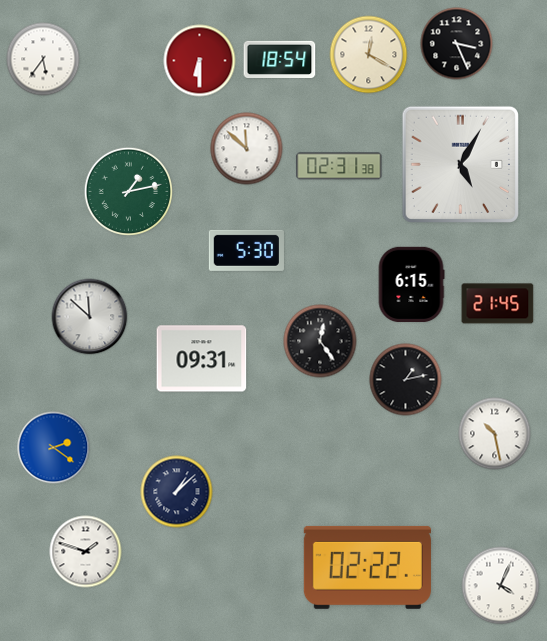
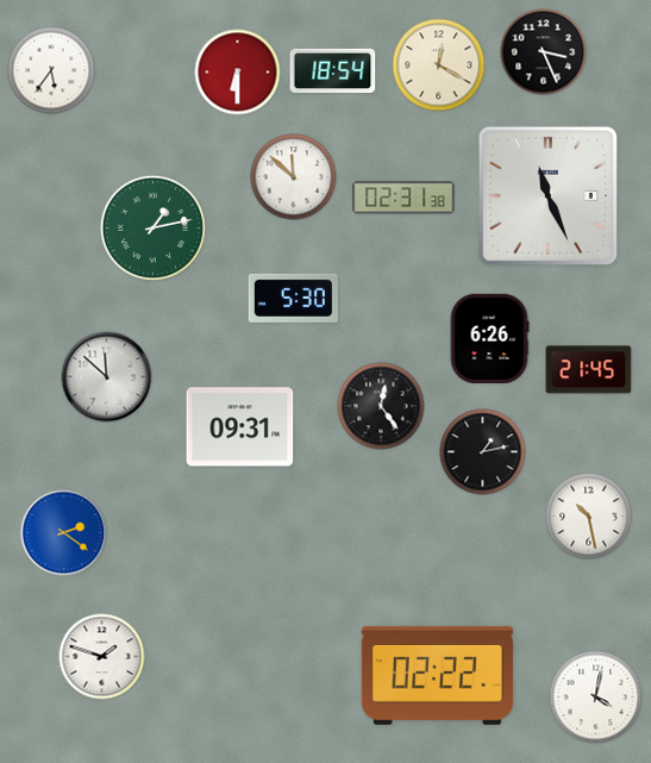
clock at (460, 164): 5:05 -> 11:26
clock at (411, 284): 6:15 -> 6:26
clock at (498, 304) position: (498, 304) -> (589, 370)
clock at (177, 492): 1:08 -> none
clock at (501, 586): 4:04 -> 4:02
